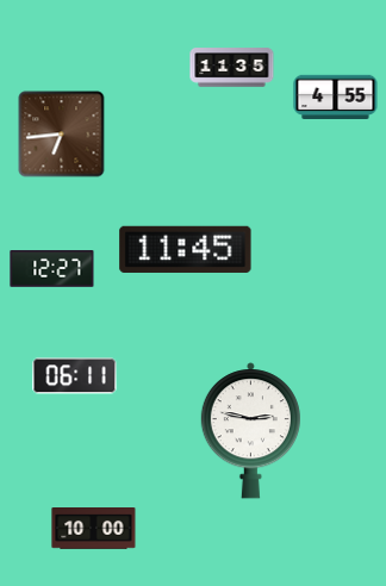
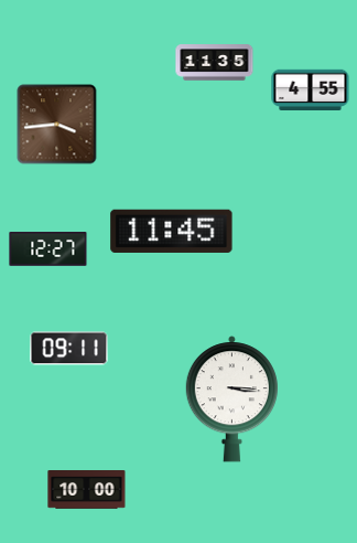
clock at (62, 135): 6:44 -> 3:44
clock at (75, 376): 06:11 -> 09:11
clock at (250, 431): 2:47 -> 3:16
